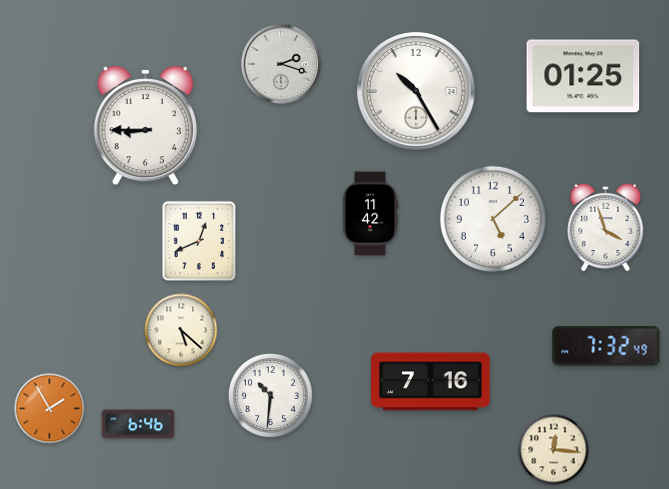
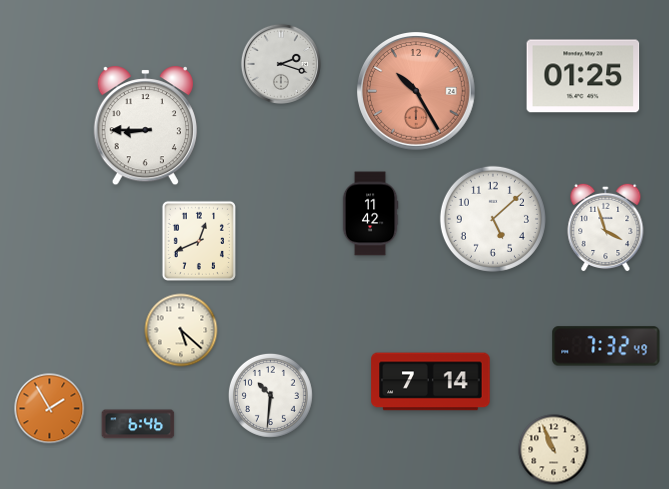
clock at (417, 92) dial: white -> salmon
clock at (431, 382): 7:16 -> 7:14
clock at (554, 450): 12:16 -> 10:56
